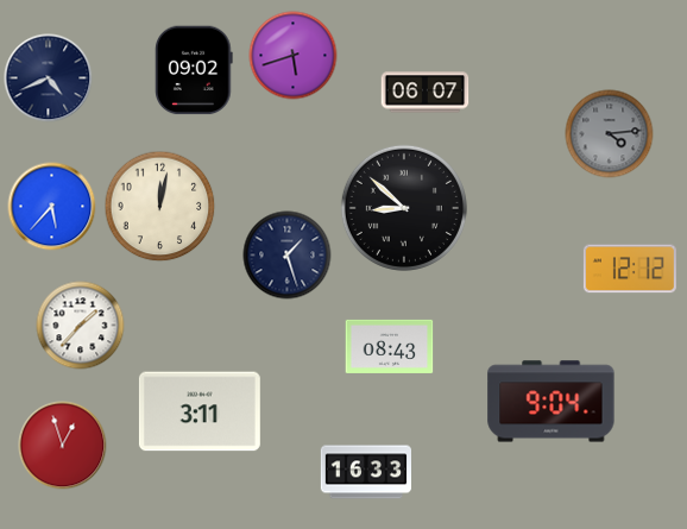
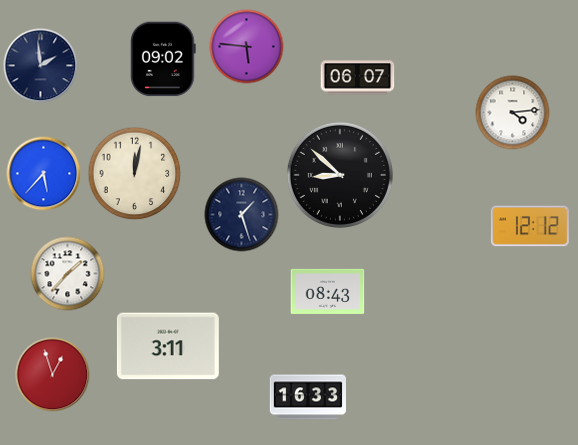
clock at (294, 56): 5:42 -> 5:46
clock at (49, 78): 4:41 -> 1:59
clock at (610, 134) dial: grey -> white
clock at (552, 402): 9:04 -> none
